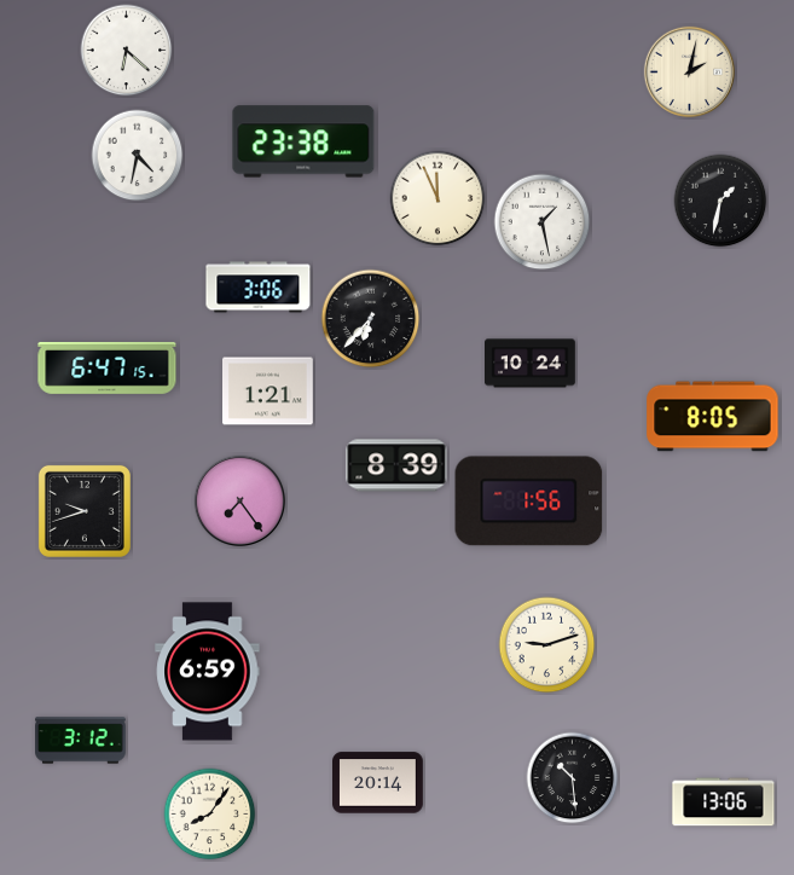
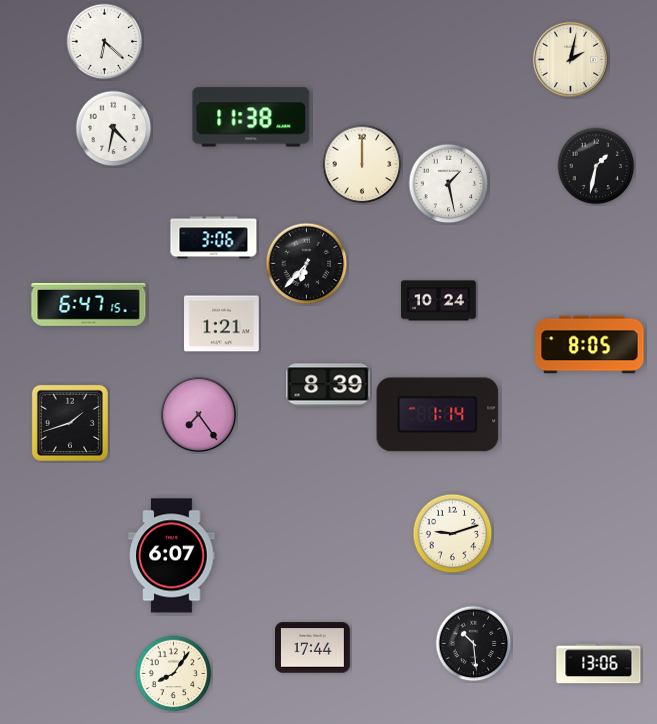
clock at (303, 141): 23:38 -> 11:38
clock at (437, 198): 11:56 -> 12:00
clock at (529, 502): 1:56 -> 1:14
clock at (85, 511): 9:42 -> 1:42
clock at (208, 672): 6:59 -> 6:07
clock at (81, 741): 3:12 -> none
clock at (378, 783): 20:14 -> 17:44
